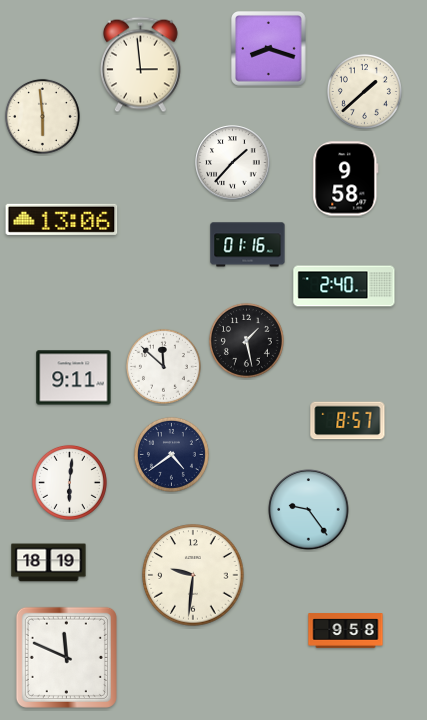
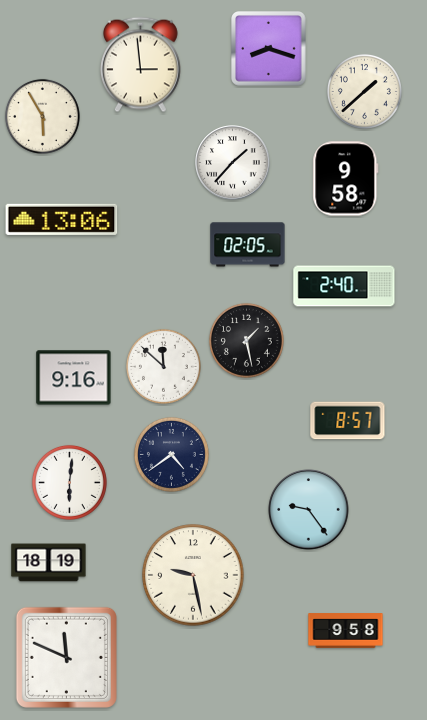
clock at (42, 116): 5:59 -> 5:55
clock at (248, 245): 01:16 -> 02:05
clock at (74, 378): 9:11 -> 9:16
clock at (193, 575): 9:31 -> 9:28
